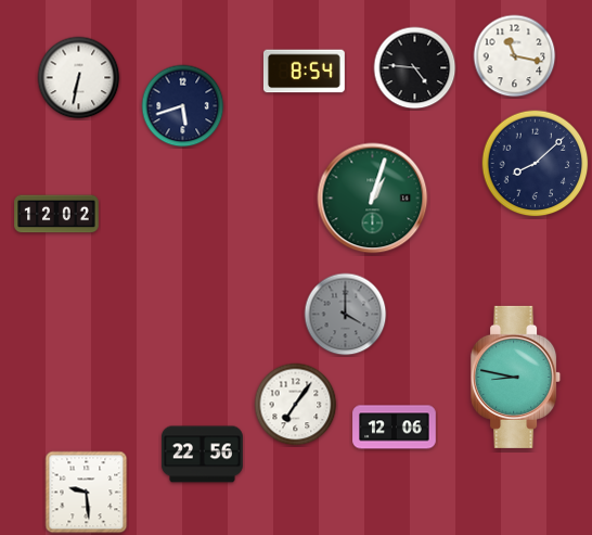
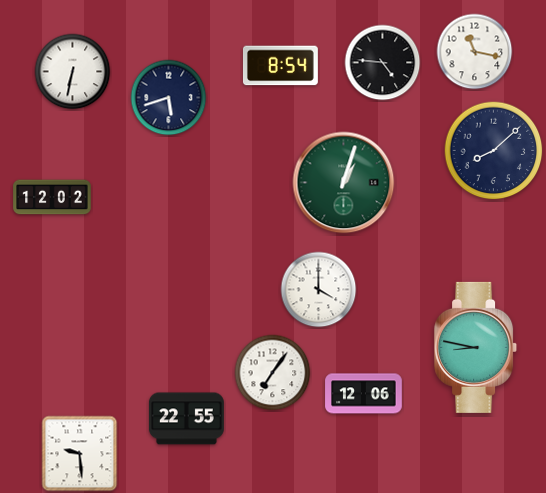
clock at (346, 315) dial: grey -> white
clock at (202, 455): 22:56 -> 22:55
